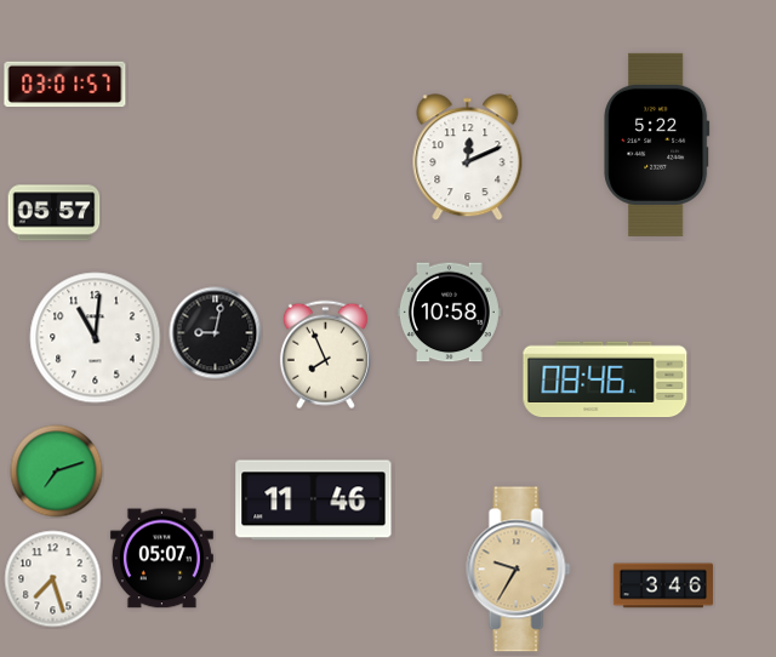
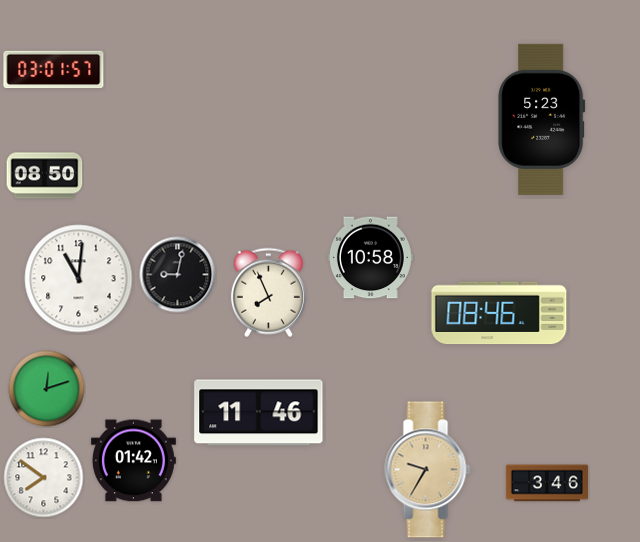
clock at (657, 144): 5:22 -> 5:23
clock at (468, 158): 12:11 -> none
clock at (55, 213): 05:57 -> 08:50
clock at (57, 472): 7:12 -> 12:12
clock at (161, 559): 05:07 -> 01:42
clock at (53, 579): 7:27 -> 7:51
